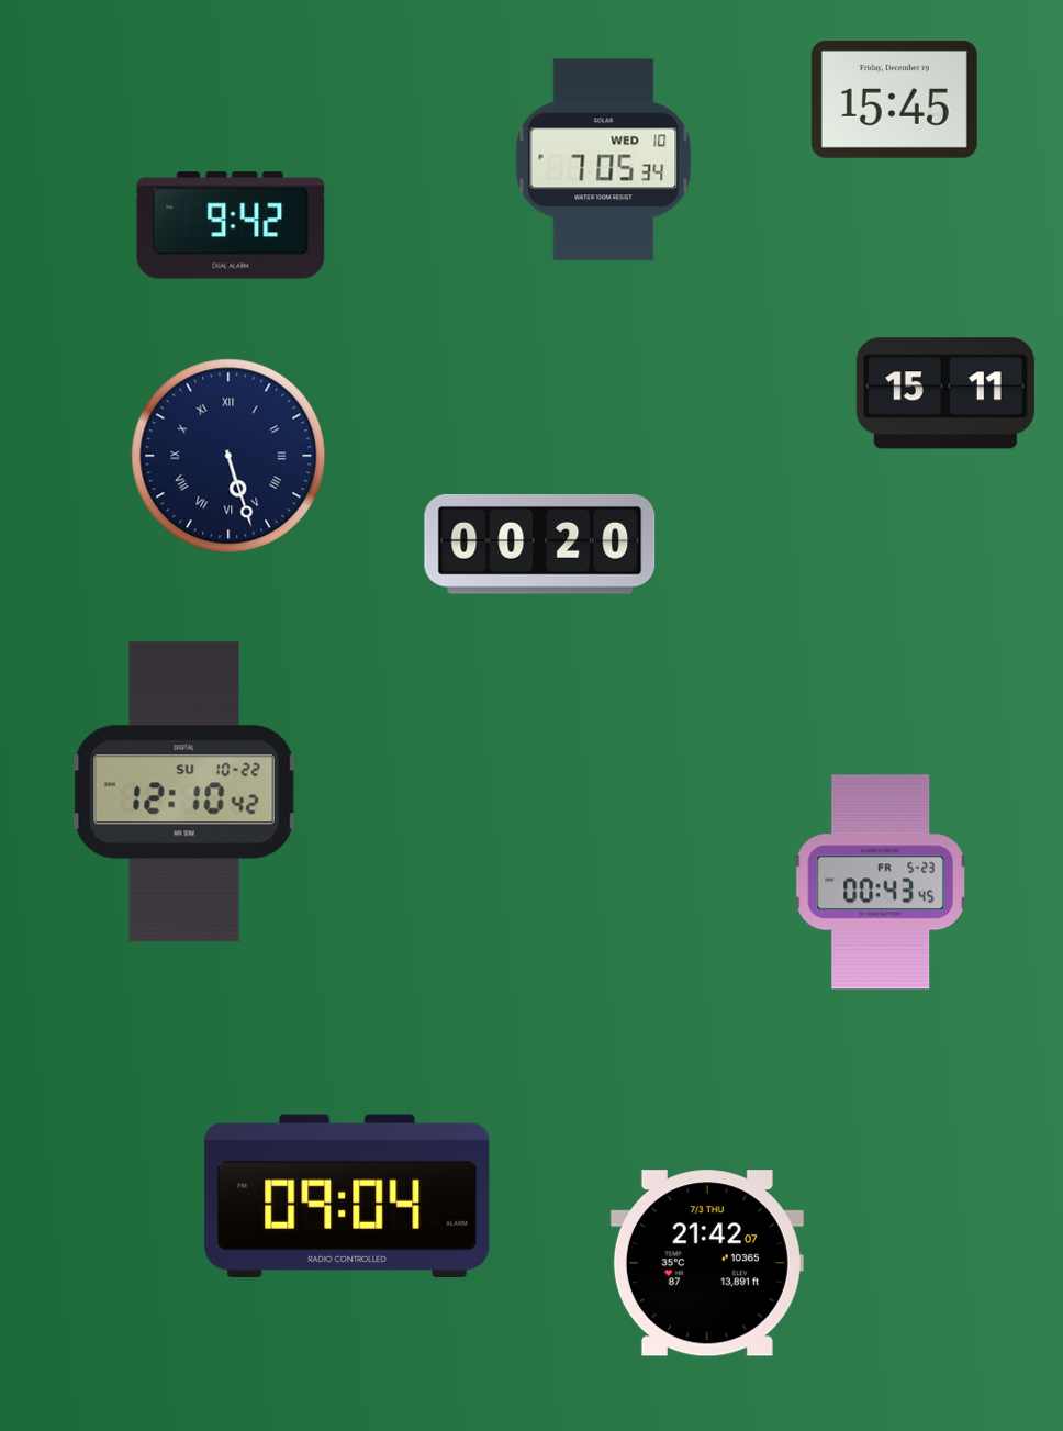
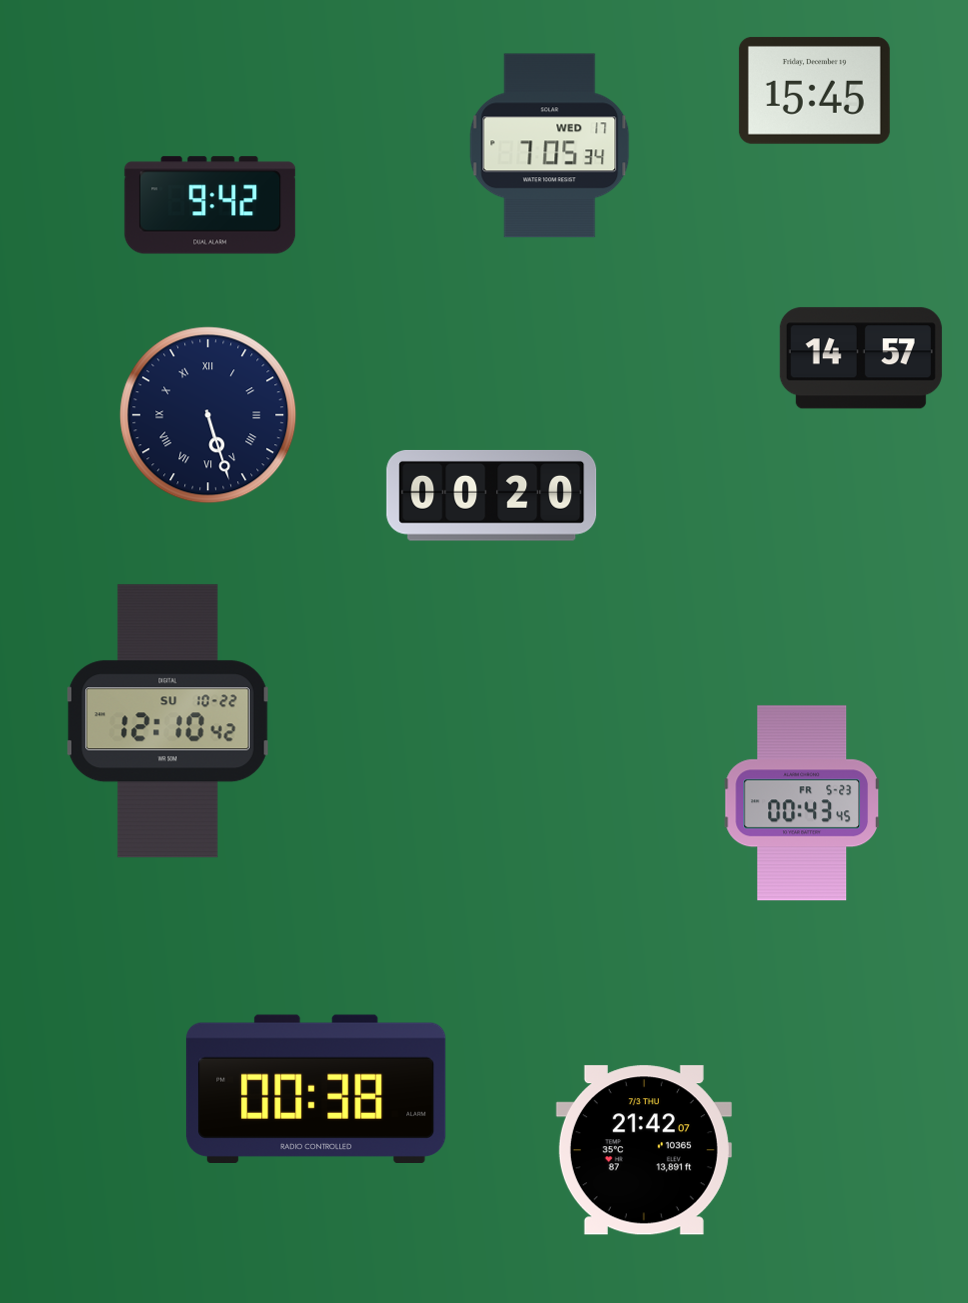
clock at (604, 160) date: WED 10 -> WED 17
clock at (945, 393): 15:11 -> 14:57
clock at (347, 1195): 09:04 -> 00:38
